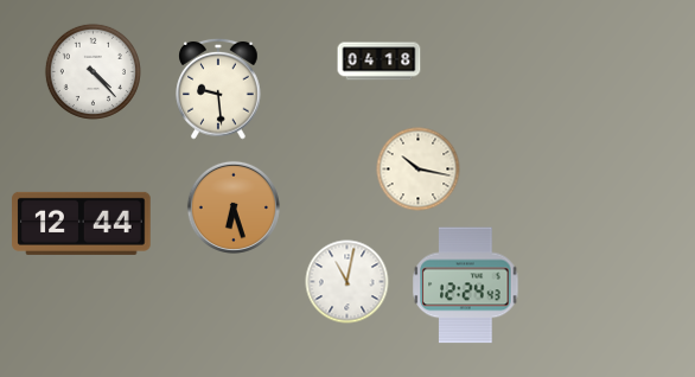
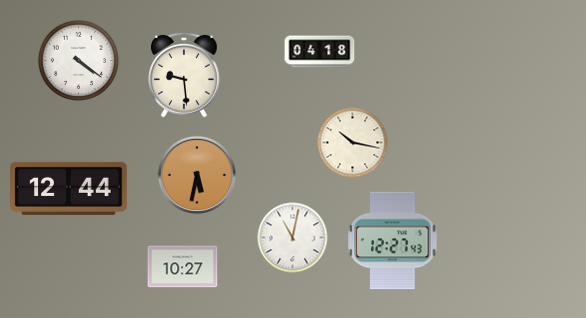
clock at (93, 71): 4:23 -> 4:21
clock at (234, 207): 6:27 -> 5:32
clock at (466, 286): 12:24 -> 12:27
clock at (183, 267): none -> 10:27
